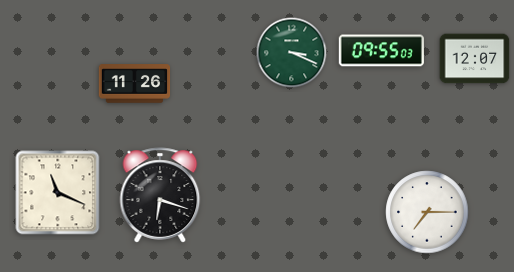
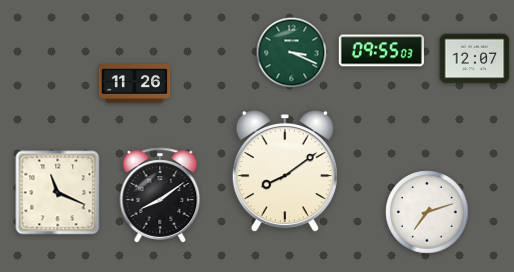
clock at (285, 172): none -> 8:09
clock at (160, 195): 6:18 -> 8:09
clock at (427, 212): 7:15 -> 7:12
